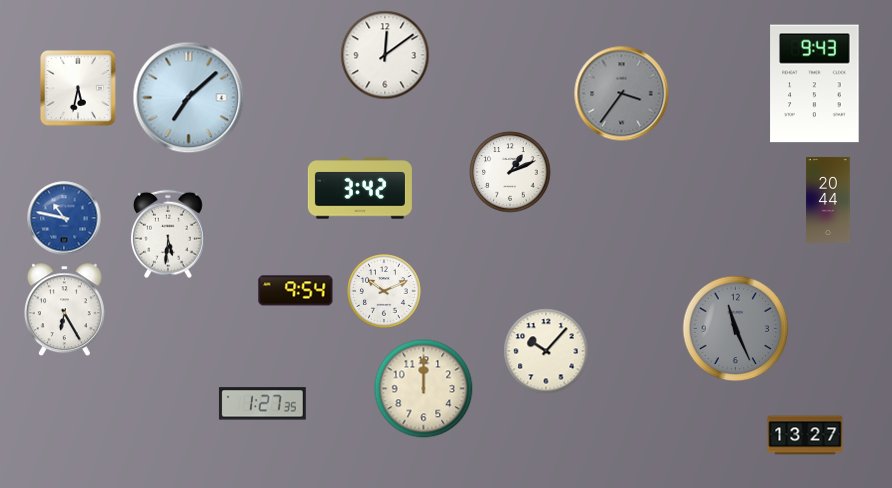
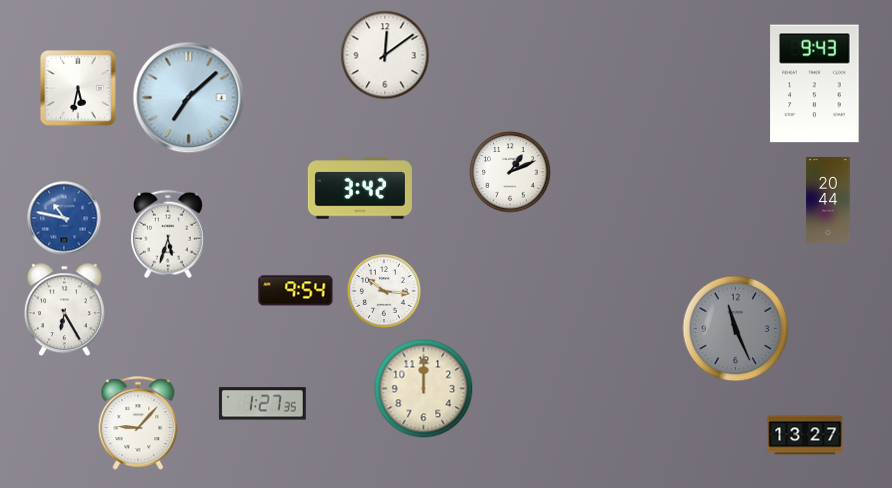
clock at (622, 94): 3:36 -> none
clock at (168, 234): 5:31 -> 5:33
clock at (385, 292): 10:11 -> 10:16
clock at (546, 351): 10:07 -> none
clock at (138, 423): none -> 9:07
